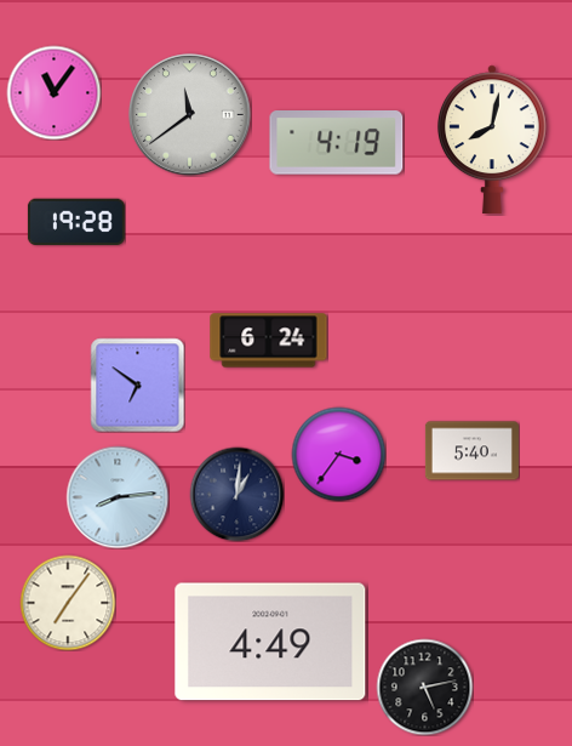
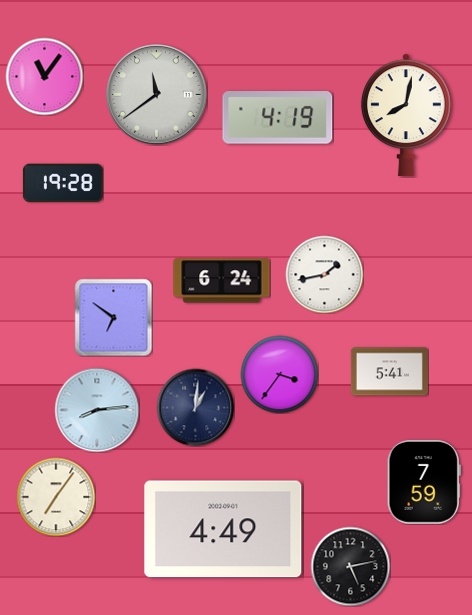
clock at (324, 274): none -> 1:43
clock at (471, 451): 5:40 -> 5:41
clock at (424, 482): none -> 7:59
